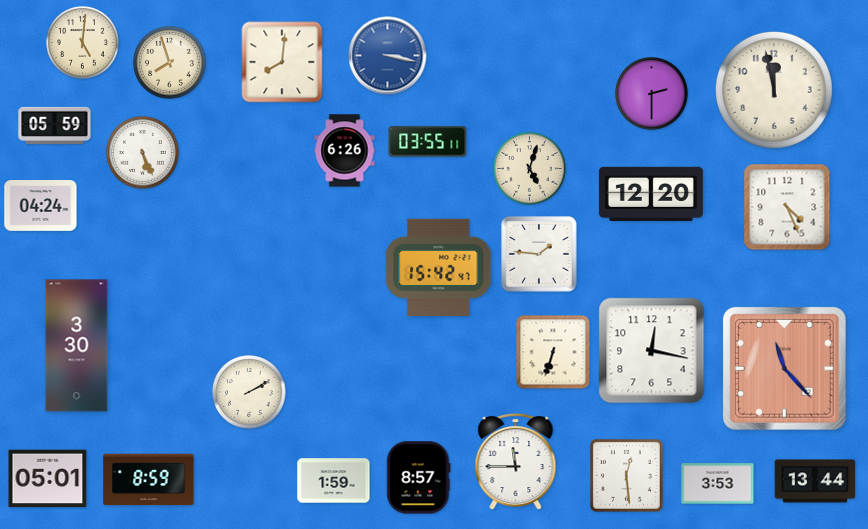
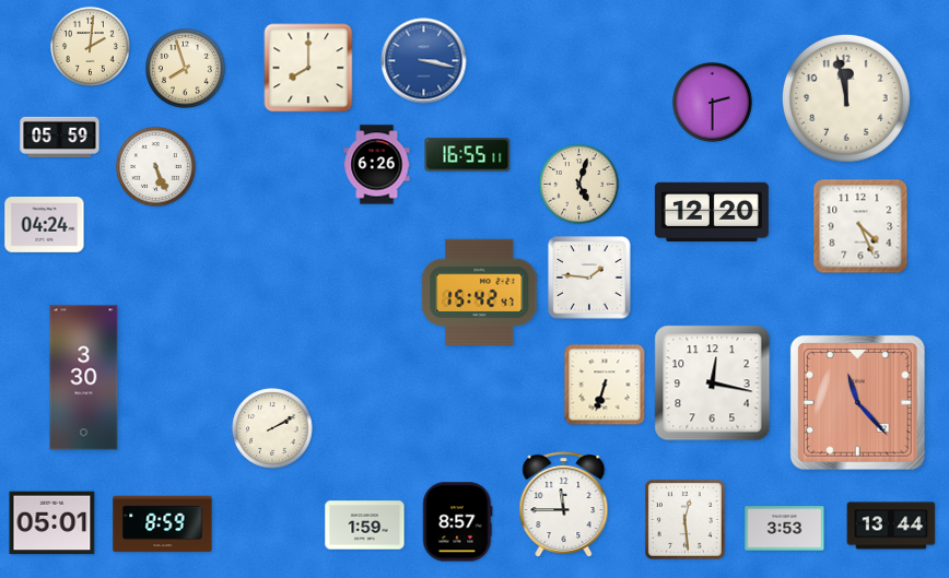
clock at (83, 43): 5:01 -> 2:01
clock at (282, 62): 8:01 -> 8:00
clock at (428, 142): 03:55 -> 16:55
